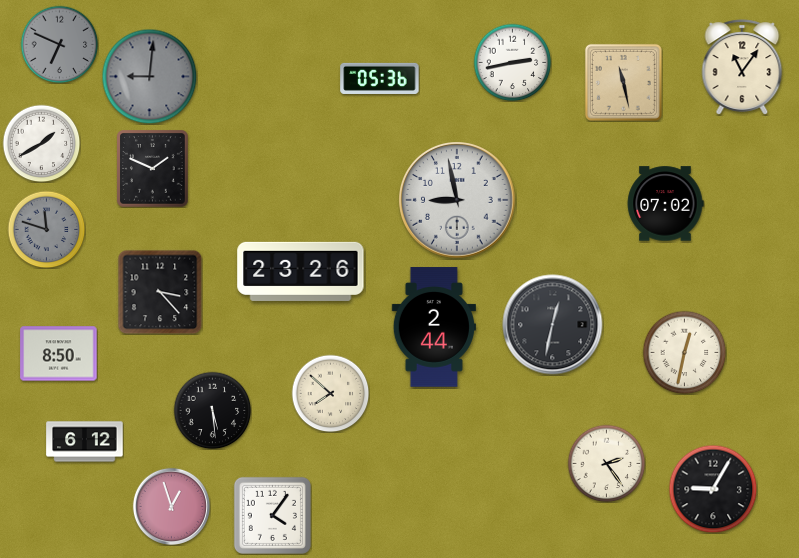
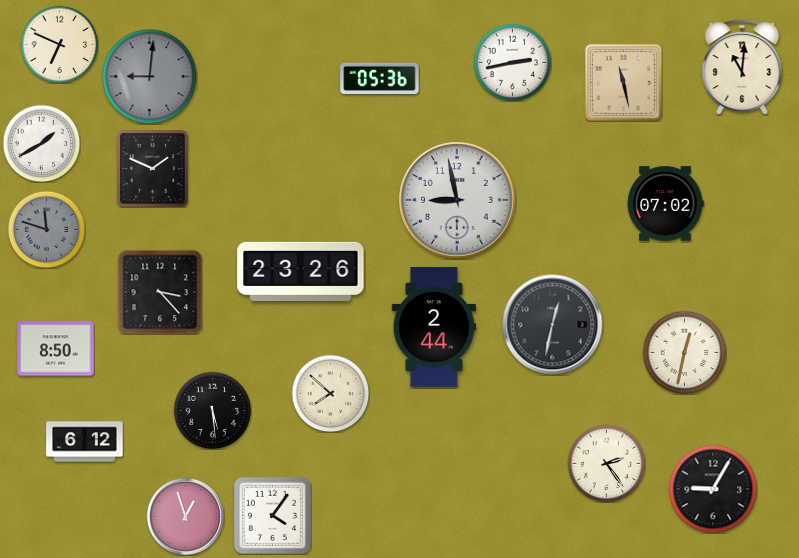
clock at (59, 44) dial: grey -> cream
clock at (742, 67): 11:06 -> 11:01
clock at (59, 354) position: (59, 354) -> (56, 349)
clock at (171, 506) position: (171, 506) -> (185, 516)
